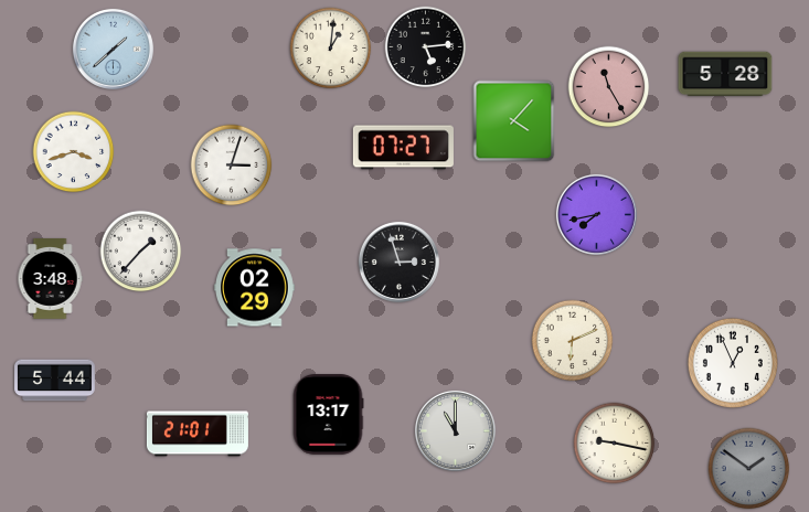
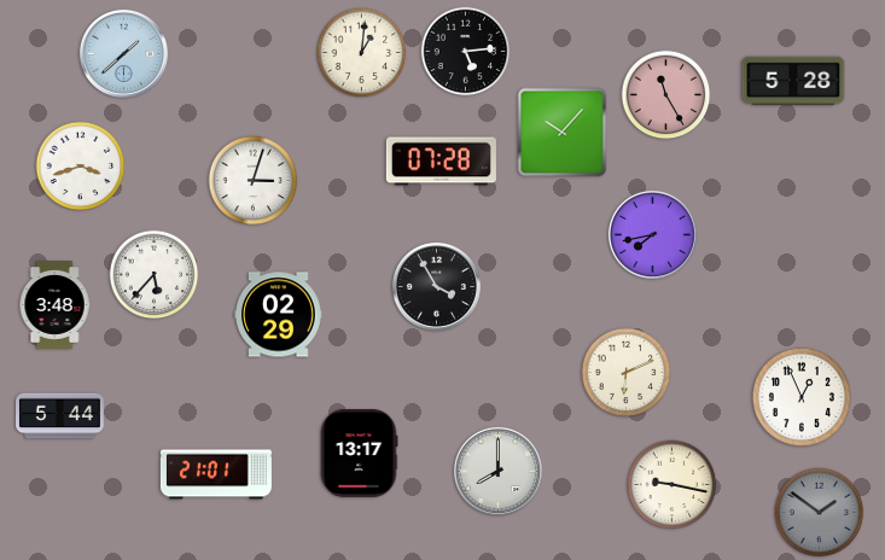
clock at (514, 121): 4:07 -> 10:07
clock at (403, 148): 07:27 -> 07:28
clock at (141, 252): 1:37 -> 5:37
clock at (398, 262): 2:57 -> 3:55
clock at (455, 430): 11:00 -> 8:00
